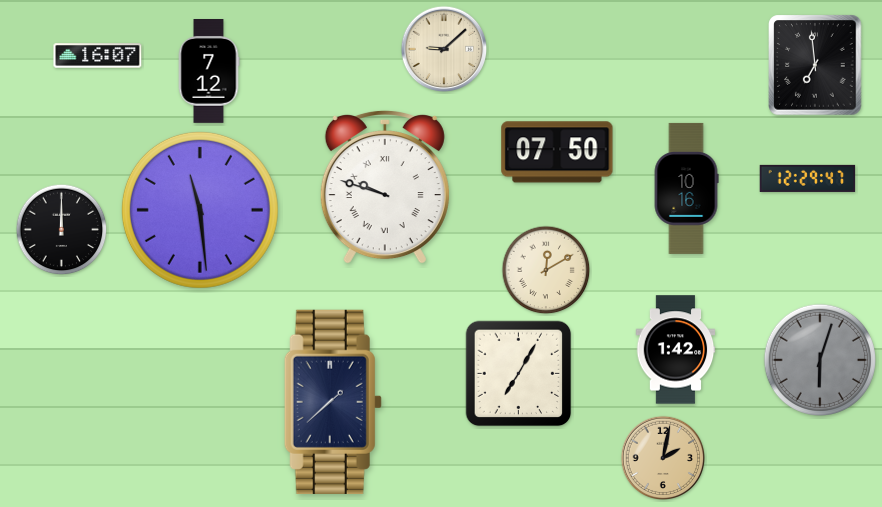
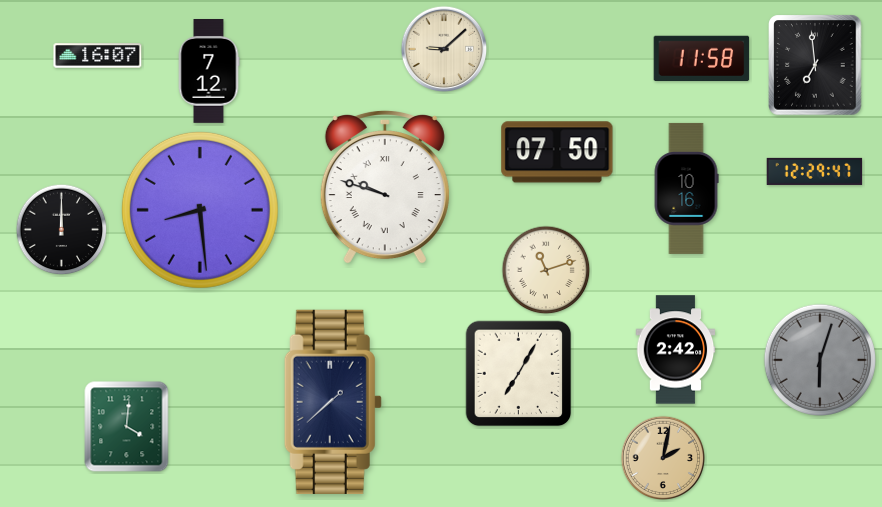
clock at (702, 58): none -> 11:58
clock at (808, 178) position: (808, 178) -> (815, 171)
clock at (200, 210): 11:29 -> 8:29
clock at (546, 270): 12:10 -> 11:12
clock at (676, 350): 1:42 -> 2:42
clock at (127, 427): none -> 4:01
